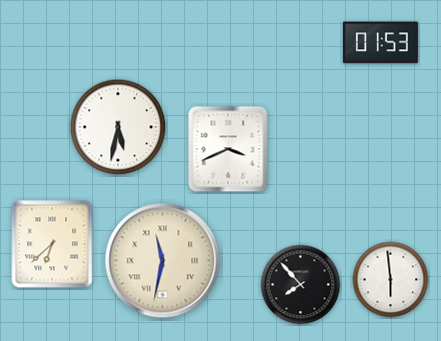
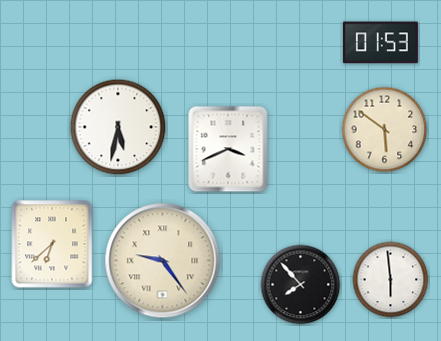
clock at (385, 130): none -> 5:51
clock at (163, 261): 11:32 -> 9:24
